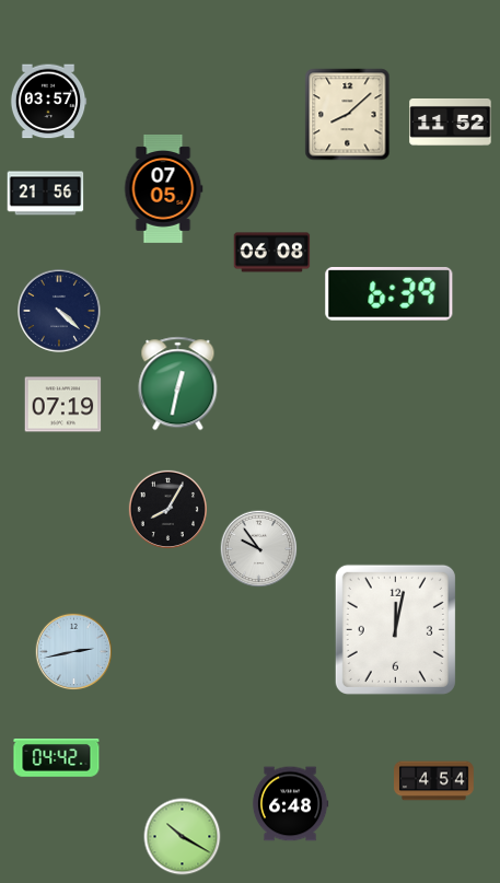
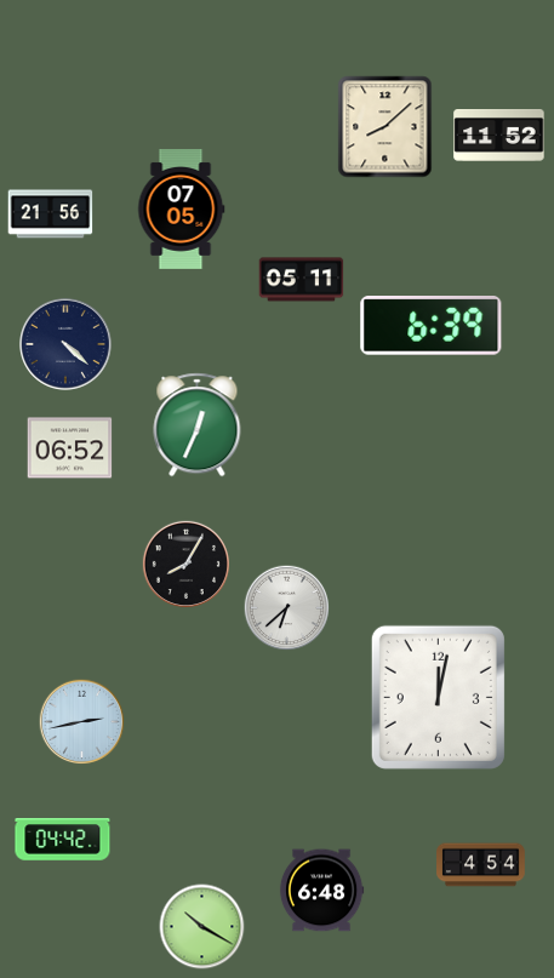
clock at (48, 102): 03:57 -> none
clock at (272, 253): 06:08 -> 05:11
clock at (178, 384): 12:32 -> 12:34
clock at (63, 405): 07:19 -> 06:52
clock at (259, 549): 9:54 -> 6:38
